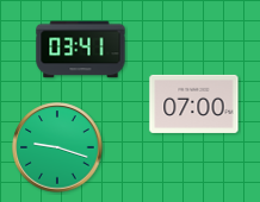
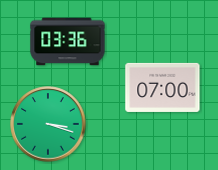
clock at (81, 50): 03:41 -> 03:36
clock at (57, 147): 9:18 -> 3:18
